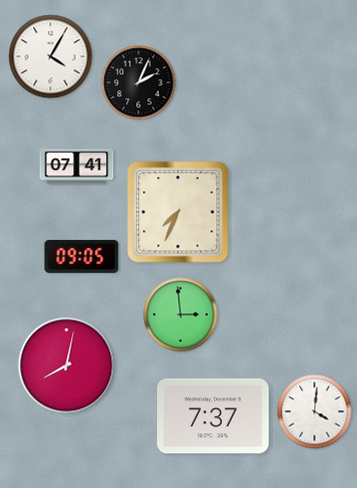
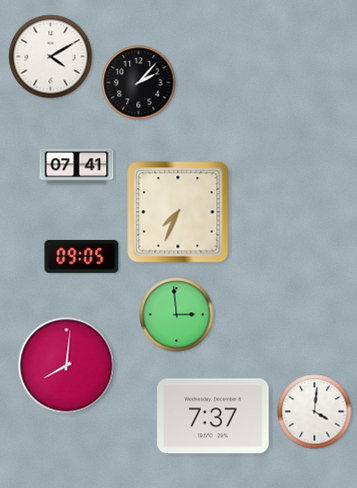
clock at (51, 57): 4:05 -> 4:10
clock at (139, 83): 2:04 -> 2:07
clock at (181, 315) position: (181, 315) -> (177, 315)
clock at (67, 366): 8:02 -> 8:01
